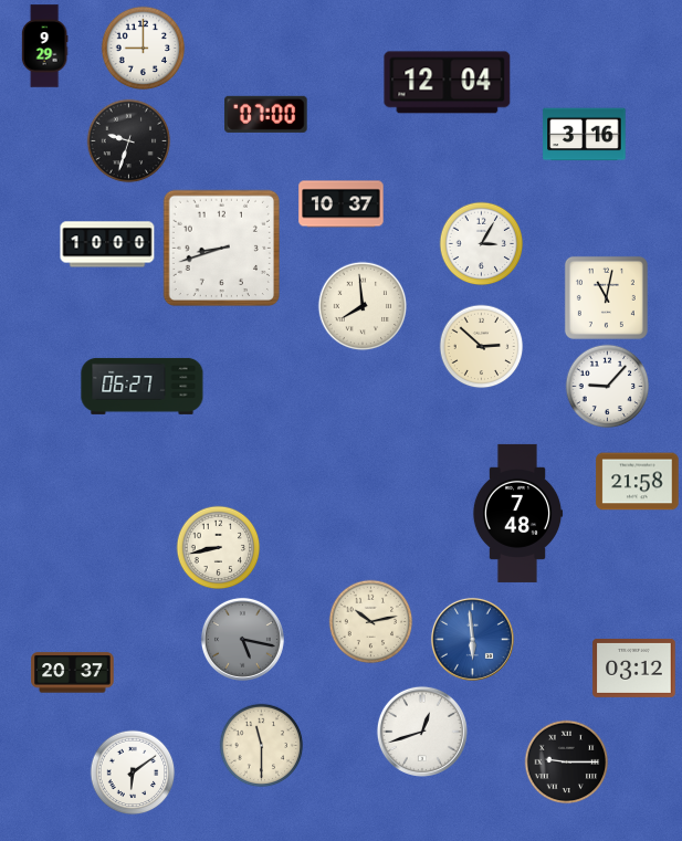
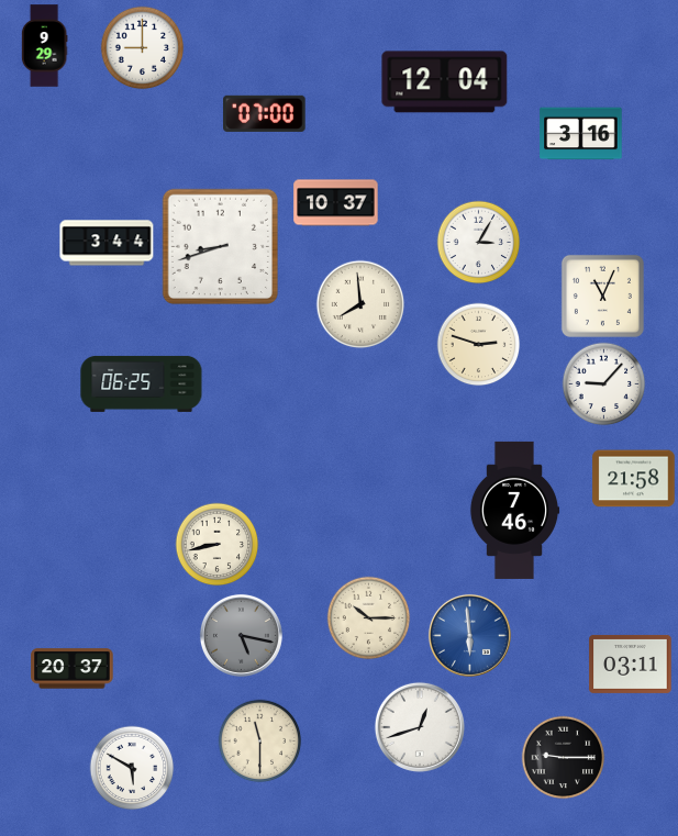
clock at (129, 141): 9:33 -> none
clock at (342, 204) position: (342, 204) -> (336, 203)
clock at (107, 244): 10:00 -> 3:44
clock at (606, 297): 11:02 -> 11:04
clock at (482, 347): 2:52 -> 2:48
clock at (143, 386): 06:27 -> 06:25
clock at (517, 513): 7:48 -> 7:46
clock at (371, 622): 10:13 -> 10:15
clock at (634, 667): 03:12 -> 03:11
clock at (133, 772): 6:09 -> 5:50
